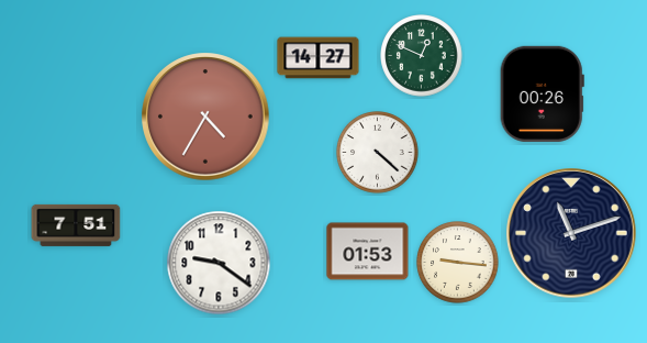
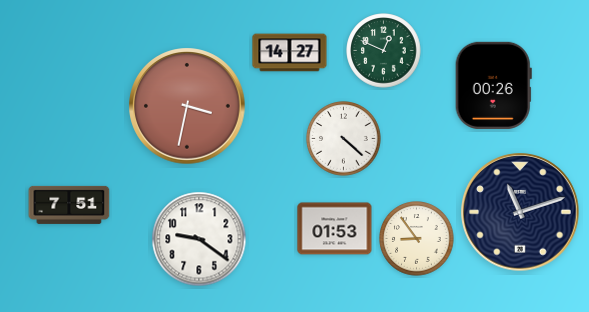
clock at (205, 117): 4:35 -> 3:32
clock at (458, 263): 9:16 -> 8:54
